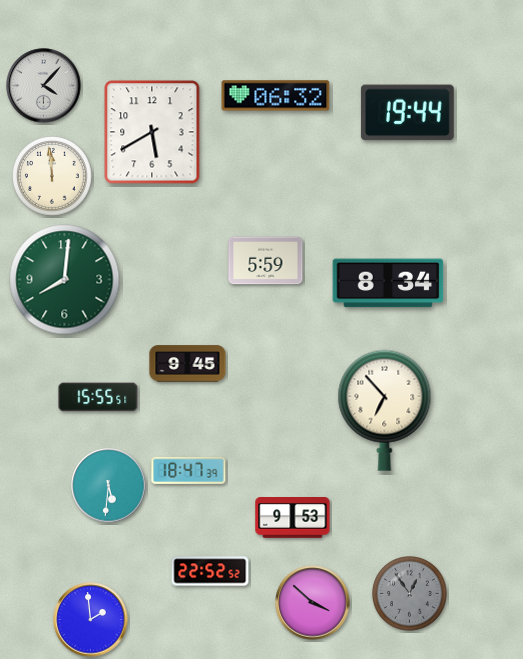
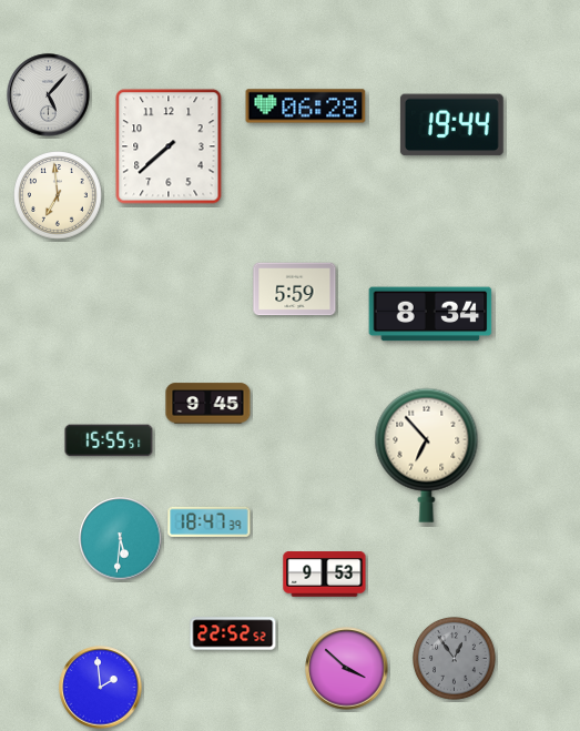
clock at (44, 86): 4:07 -> 5:07
clock at (276, 96): 06:32 -> 06:28
clock at (152, 132): 5:40 -> 7:38
clock at (52, 176): 11:59 -> 6:59
clock at (65, 280): 8:01 -> none
